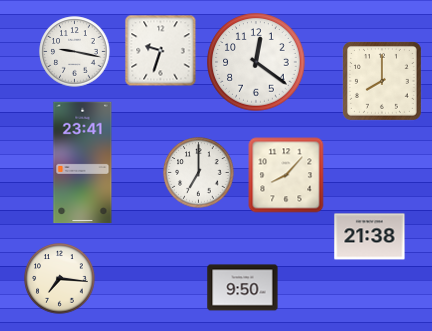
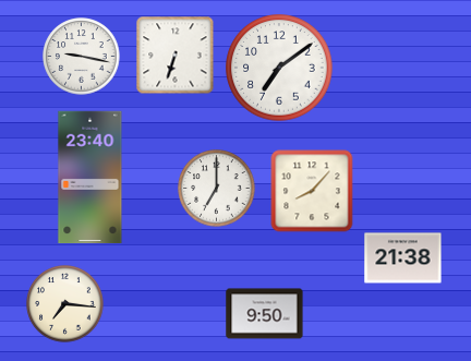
clock at (161, 51): 9:33 -> 6:33
clock at (256, 62): 12:21 -> 7:09
clock at (383, 82): 8:00 -> none
clock at (83, 163): 23:41 -> 23:40
